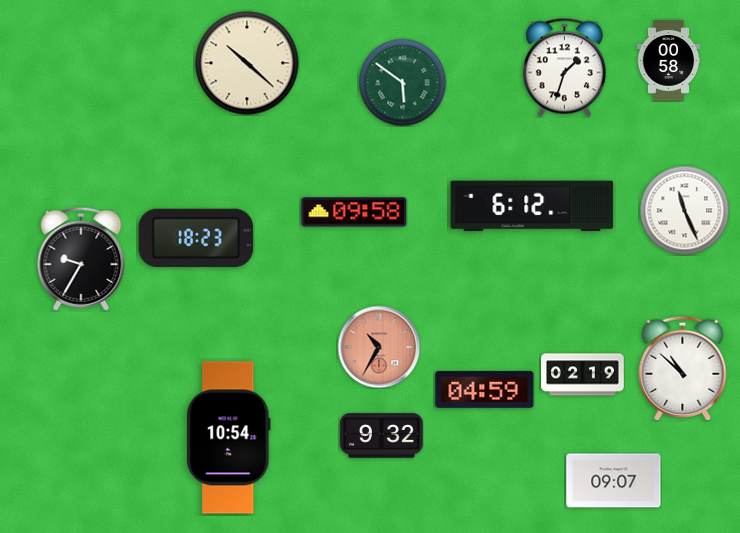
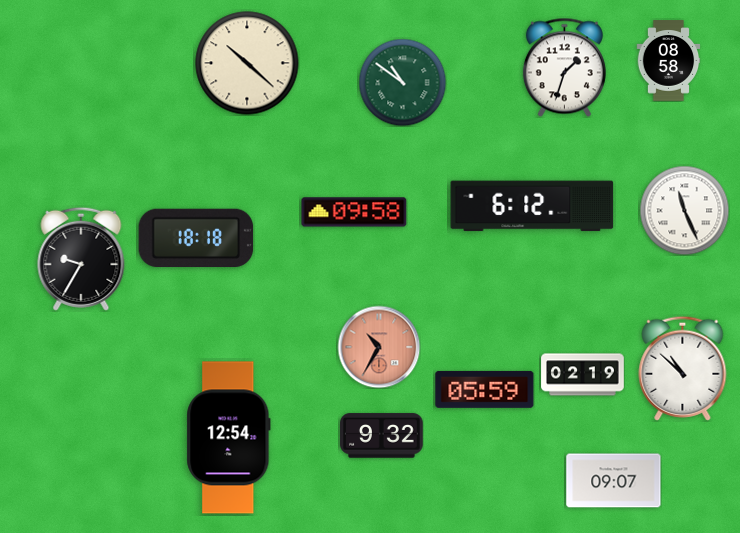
clock at (669, 61): 00:58 -> 08:58
clock at (402, 82): 5:51 -> 10:51
clock at (196, 237): 18:23 -> 18:18
clock at (485, 389): 04:59 -> 05:59
clock at (229, 438): 10:54 -> 12:54
